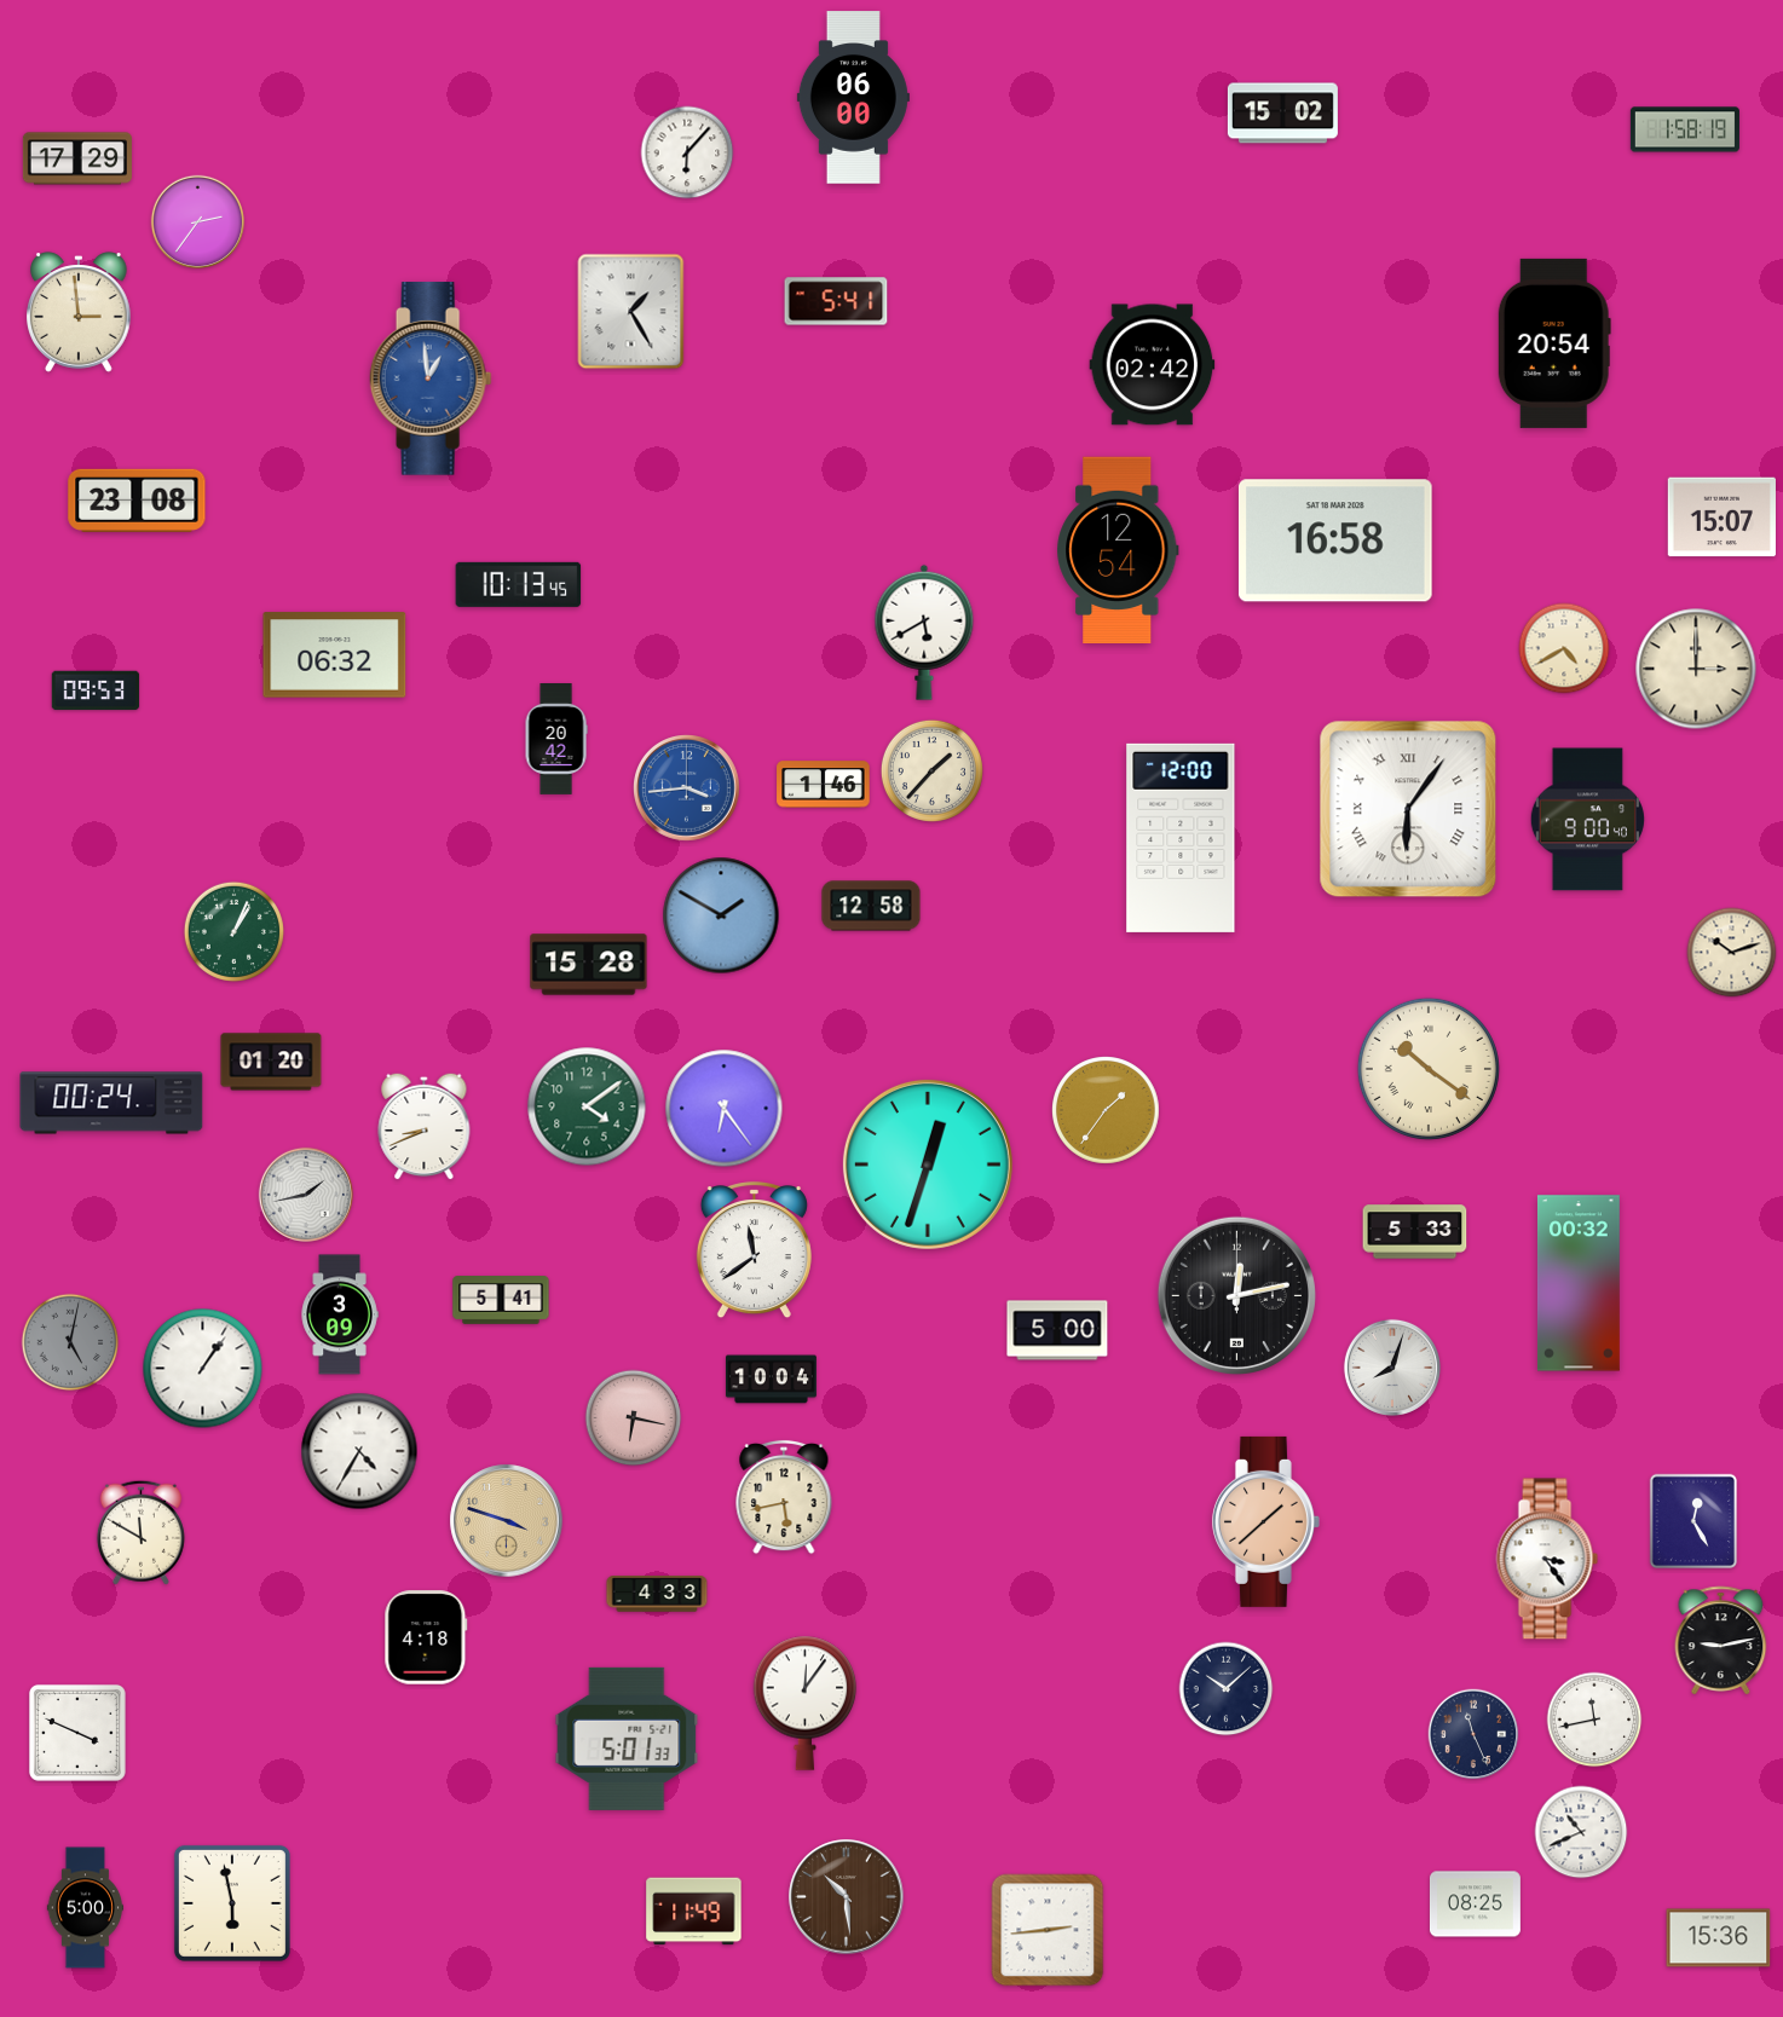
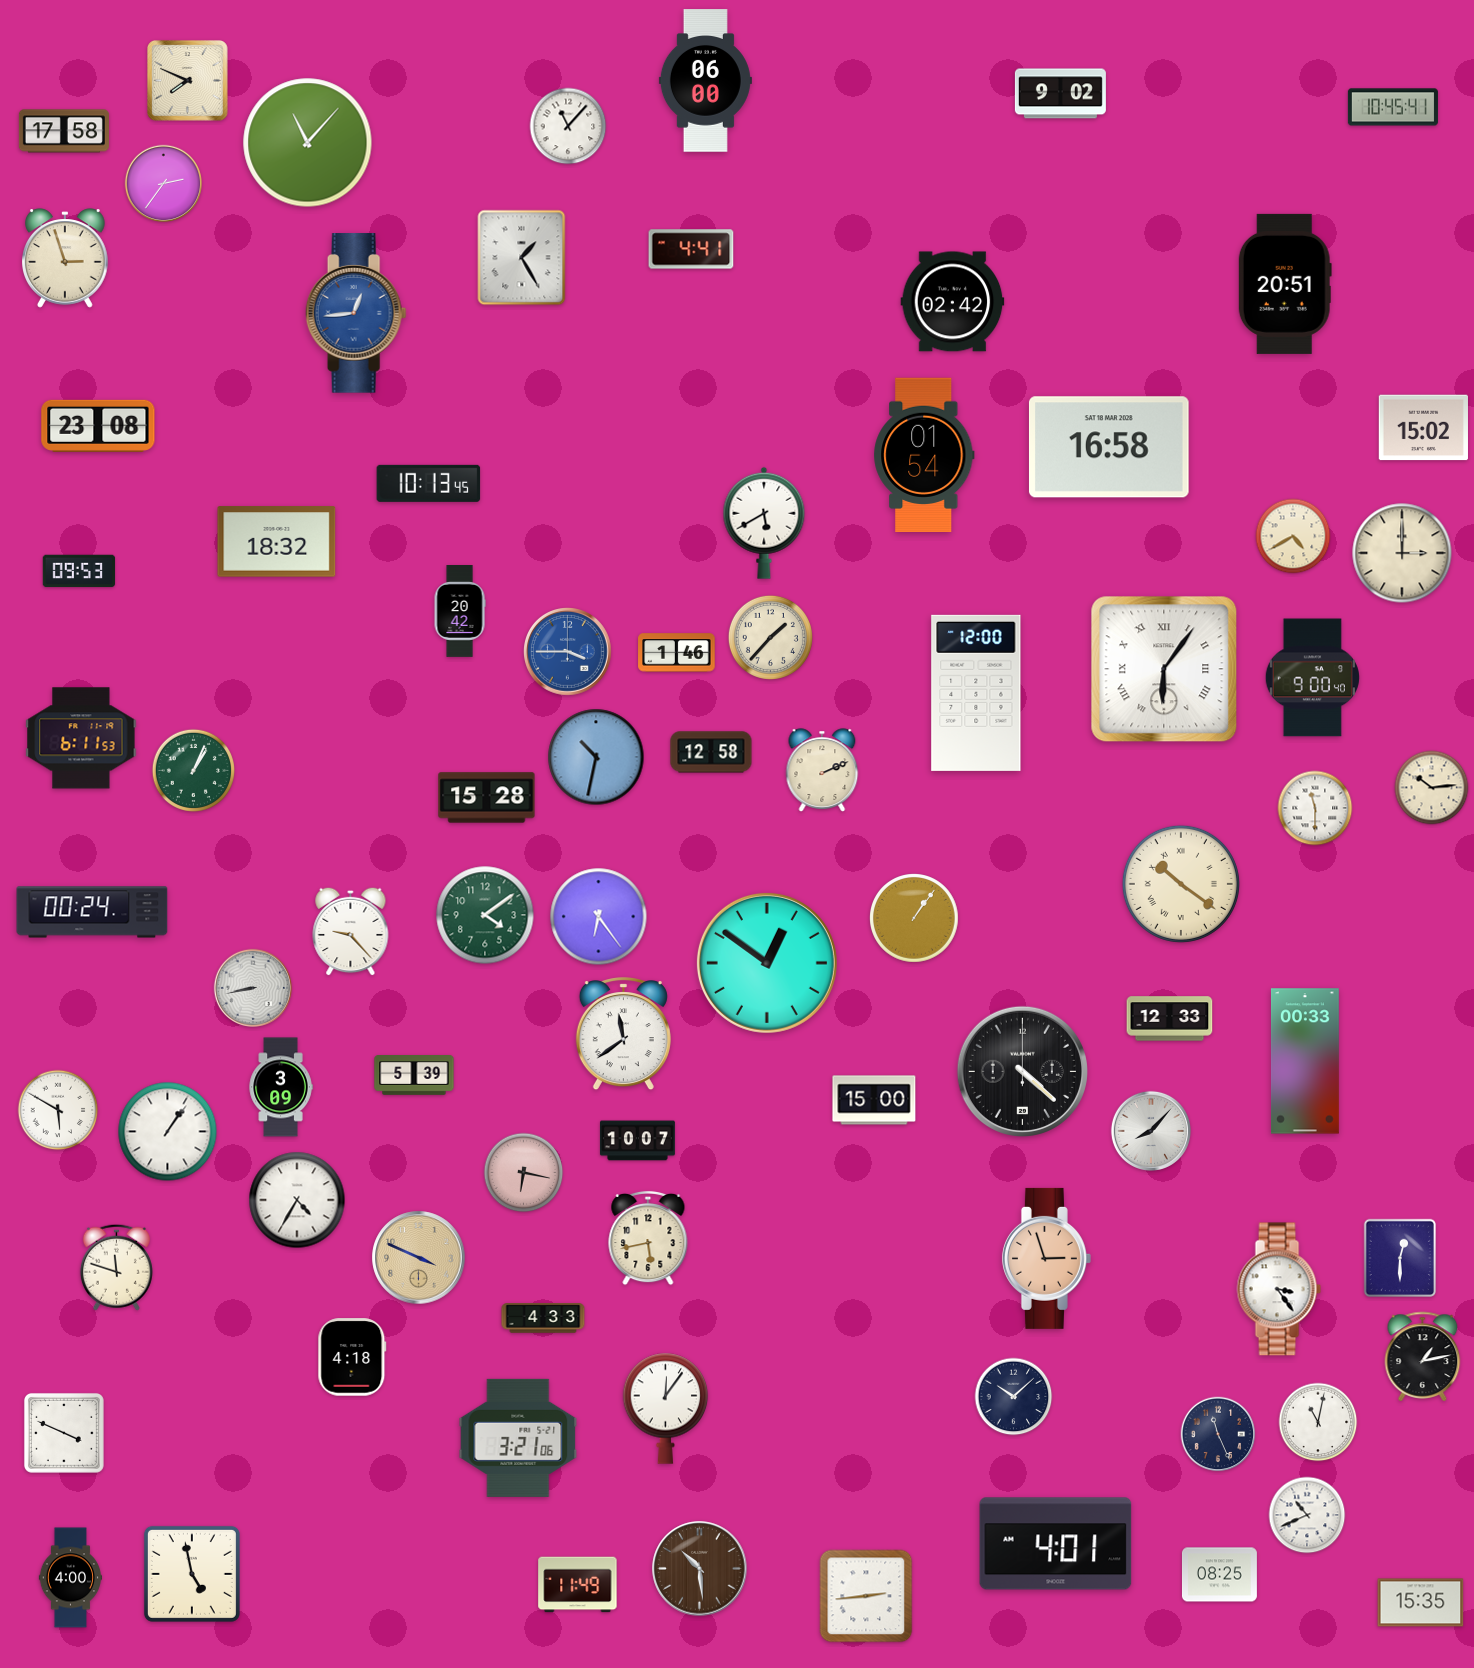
clock at (188, 81): none -> 7:49
clock at (1282, 114): 15:02 -> 9:02
clock at (1685, 129): 1:58 -> 10:45
clock at (687, 152): 6:07 -> 11:07
clock at (77, 158): 17:29 -> 17:58
clock at (308, 143): none -> 11:07
clock at (836, 301): 5:41 -> 4:41
clock at (80, 312): 2:59 -> 2:57
clock at (1554, 343): 20:54 -> 20:51
clock at (431, 378): 12:59 -> 12:44
clock at (137, 501) position: (137, 501) -> (98, 426)
clock at (1721, 518): 15:07 -> 15:02
clock at (1335, 541) position: (1335, 541) -> (1109, 447)
clock at (1118, 550): 12:54 -> 01:54
clock at (335, 655): 06:32 -> 18:32
clock at (824, 785) position: (824, 785) -> (677, 653)
clock at (687, 788): 3:44 -> 3:45
clock at (81, 738): none -> 6:11
clock at (871, 906) position: (871, 906) -> (711, 752)
clock at (721, 915): 1:50 -> 10:32
clock at (822, 770): none -> 2:11
clock at (1732, 953): 10:12 -> 10:14
clock at (1315, 808): none -> 11:30
clock at (271, 1062): 01:20 -> none
clock at (1107, 1111): 1:36 -> 1:06
clock at (425, 1126): 8:41 -> 9:23
clock at (928, 1164): 12:33 -> 12:51
clock at (305, 1194): 1:43 -> 8:43
clock at (1415, 1232): 5:33 -> 12:33
clock at (1579, 1283): 00:32 -> 00:33
clock at (1236, 1295): 12:13 -> 4:22
clock at (501, 1301): 5:41 -> 5:39
clock at (1057, 1330): 5:00 -> 15:00
clock at (70, 1342): 5:02 -> 5:50
clock at (70, 1342) dial: grey -> white
clock at (1392, 1368): 8:03 -> 8:07
clock at (771, 1380): 10:04 -> 10:07
clock at (507, 1521): 3:48 -> 3:49
clock at (1265, 1521): 1:38 -> 2:57
clock at (1693, 1521): 12:25 -> 12:30
clock at (140, 1532): 11:50 -> 11:48
clock at (426, 1637) position: (426, 1637) -> (352, 1357)
clock at (1721, 1640): 9:13 -> 1:13
clock at (1594, 1720): 11:43 -> 11:02
clock at (627, 1739): 5:01 -> 3:21
clock at (1056, 1544): none -> 4:01
clock at (232, 1903): 5:58 -> 4:58
clock at (86, 1908): 5:00 -> 4:00
clock at (694, 1912) position: (694, 1912) -> (578, 1585)
clock at (1719, 1938): 15:36 -> 15:35
